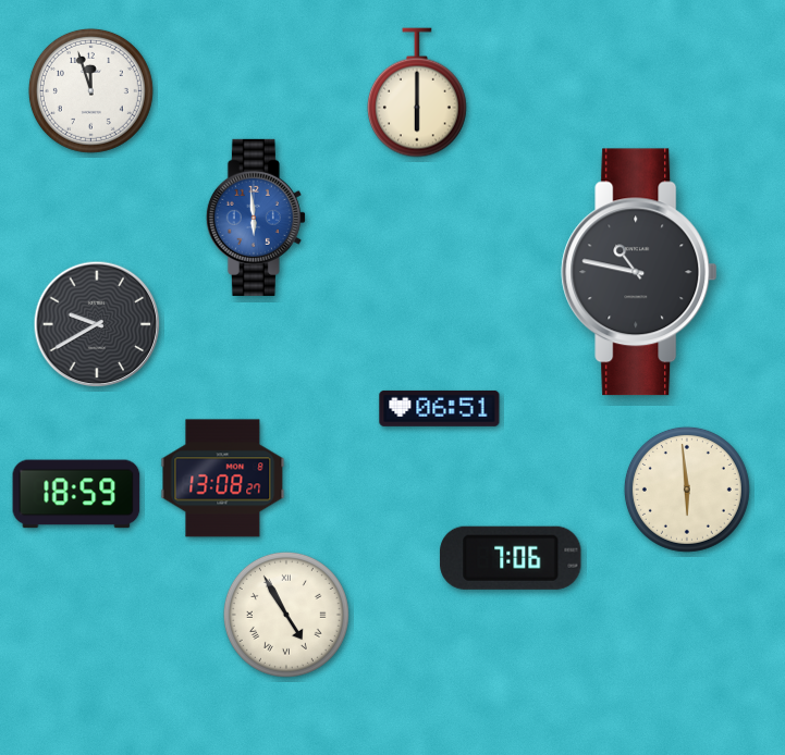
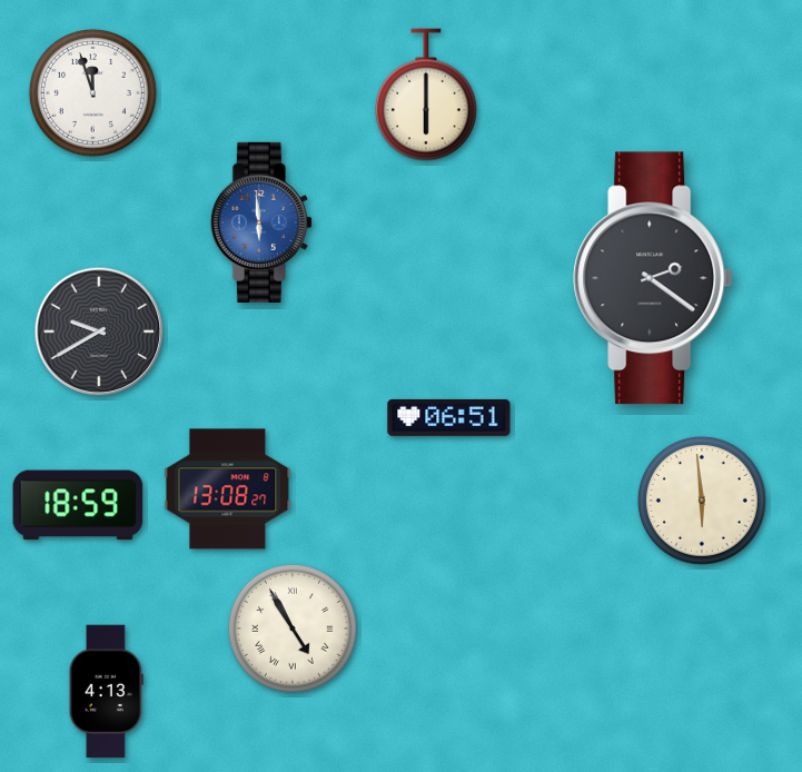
clock at (639, 272): 10:47 -> 2:21
clock at (511, 558): 7:06 -> none
clock at (106, 692): none -> 4:13
